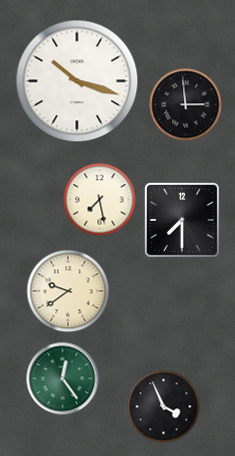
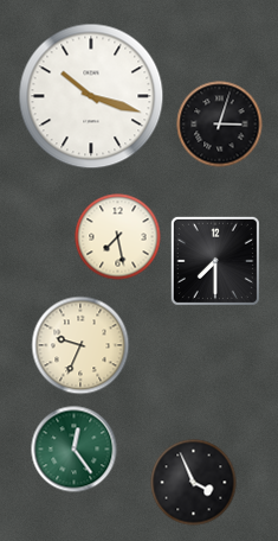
clock at (186, 105): 2:59 -> 3:03
clock at (68, 291): 9:39 -> 9:34
